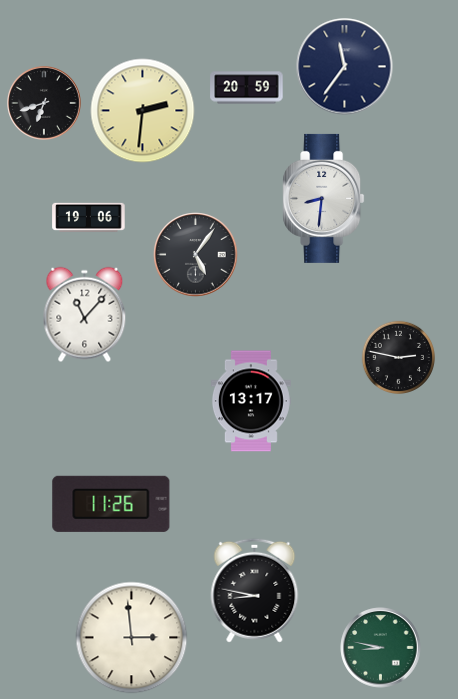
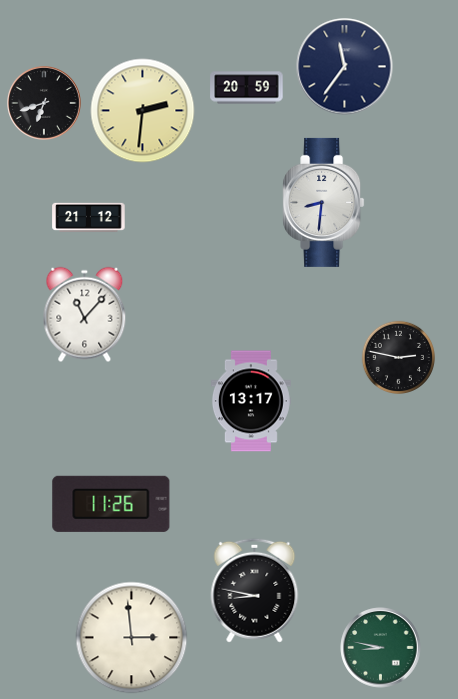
clock at (324, 198) position: (324, 198) -> (324, 202)
clock at (89, 218): 19:06 -> 21:12
clock at (196, 255): 5:06 -> none
